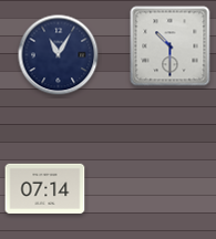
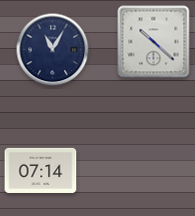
clock at (171, 46): 10:30 -> 10:22
